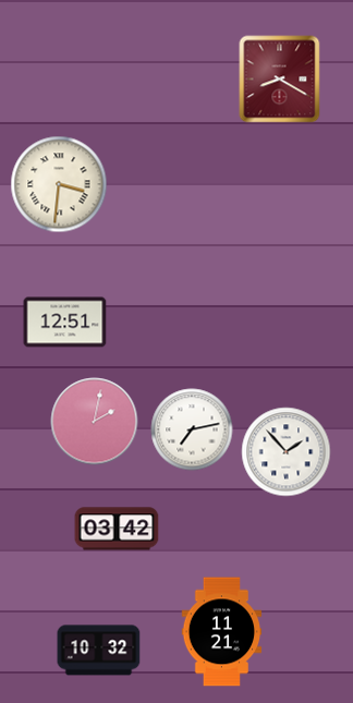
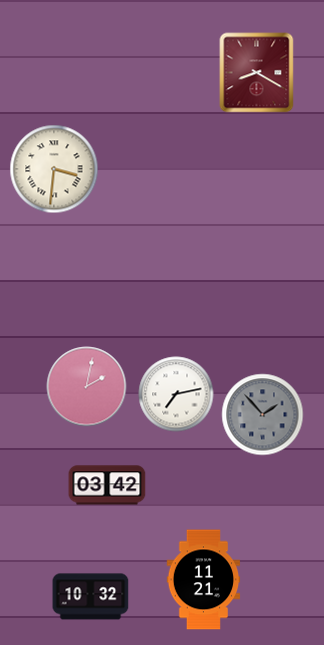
clock at (65, 323): 12:51 -> none
clock at (287, 452) dial: white -> grey
